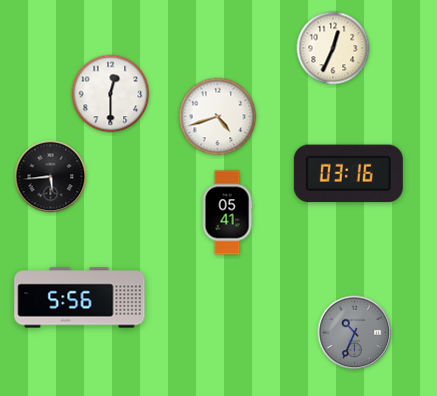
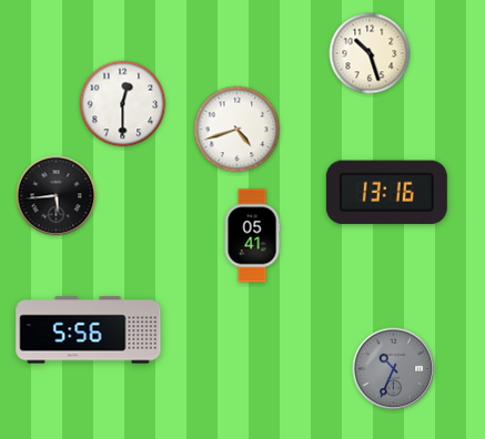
clock at (333, 48): 12:34 -> 10:27
clock at (218, 117) position: (218, 117) -> (238, 130)
clock at (348, 174): 03:16 -> 13:16
